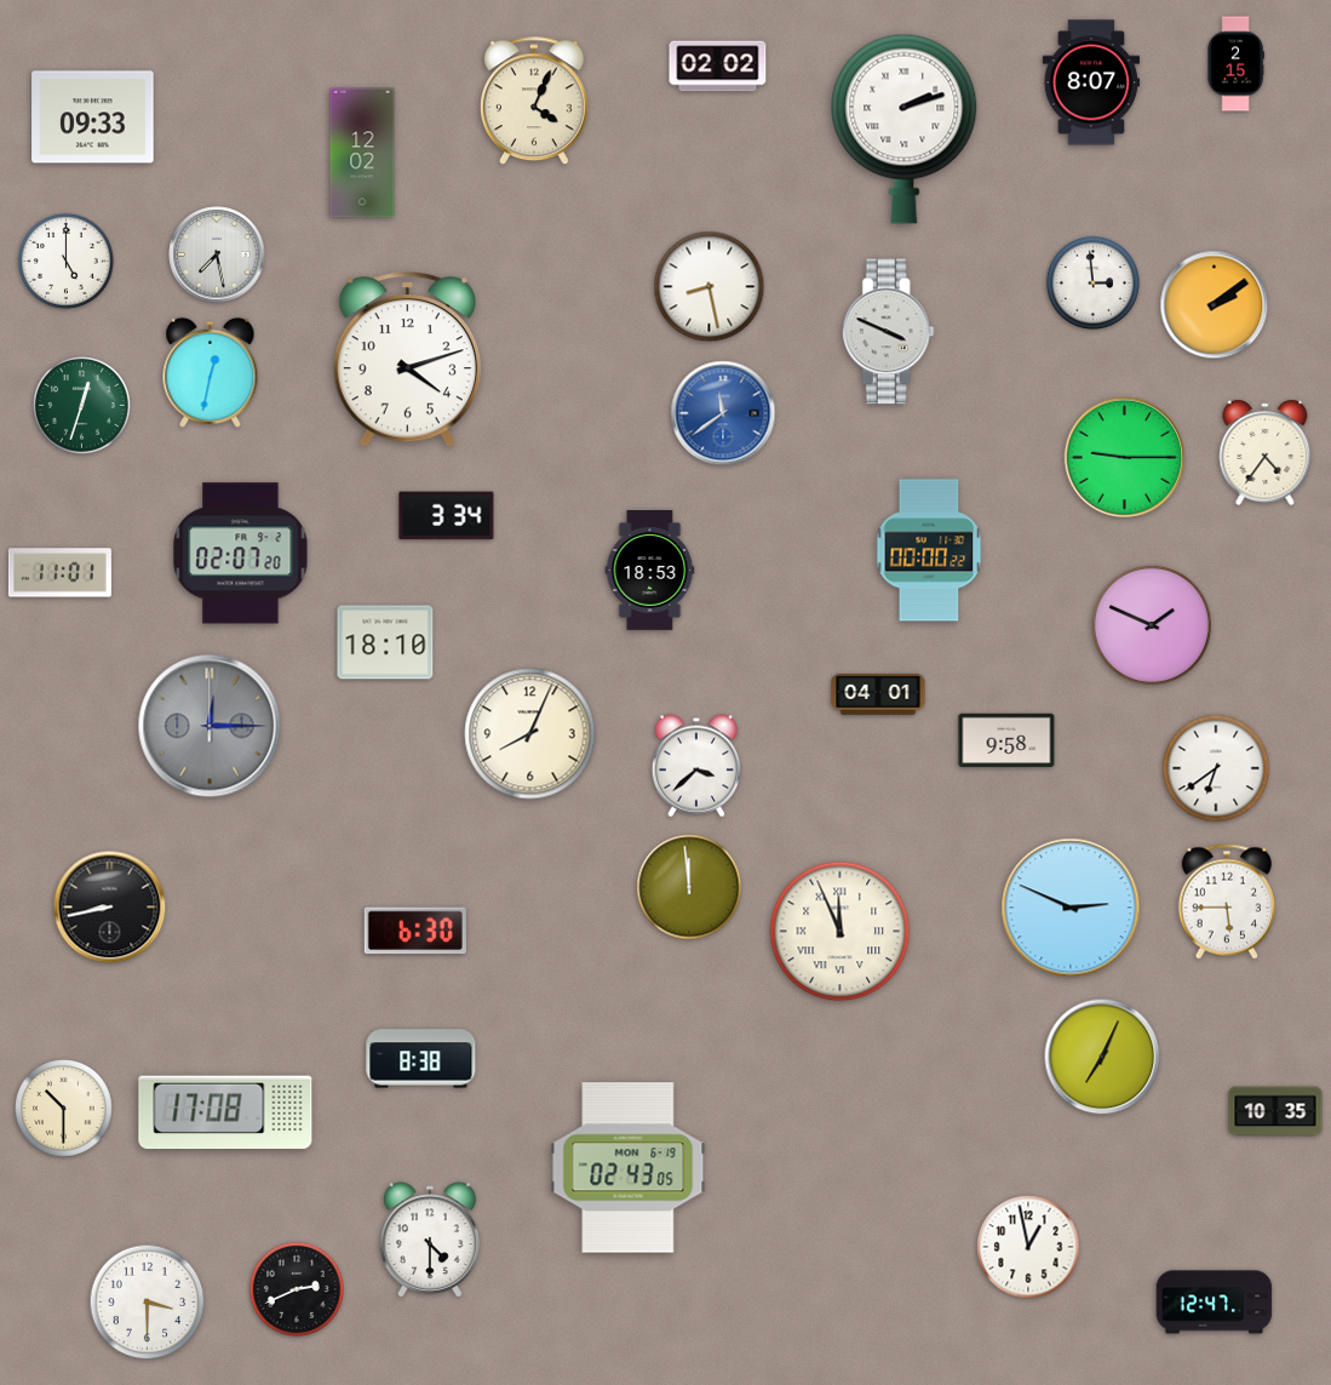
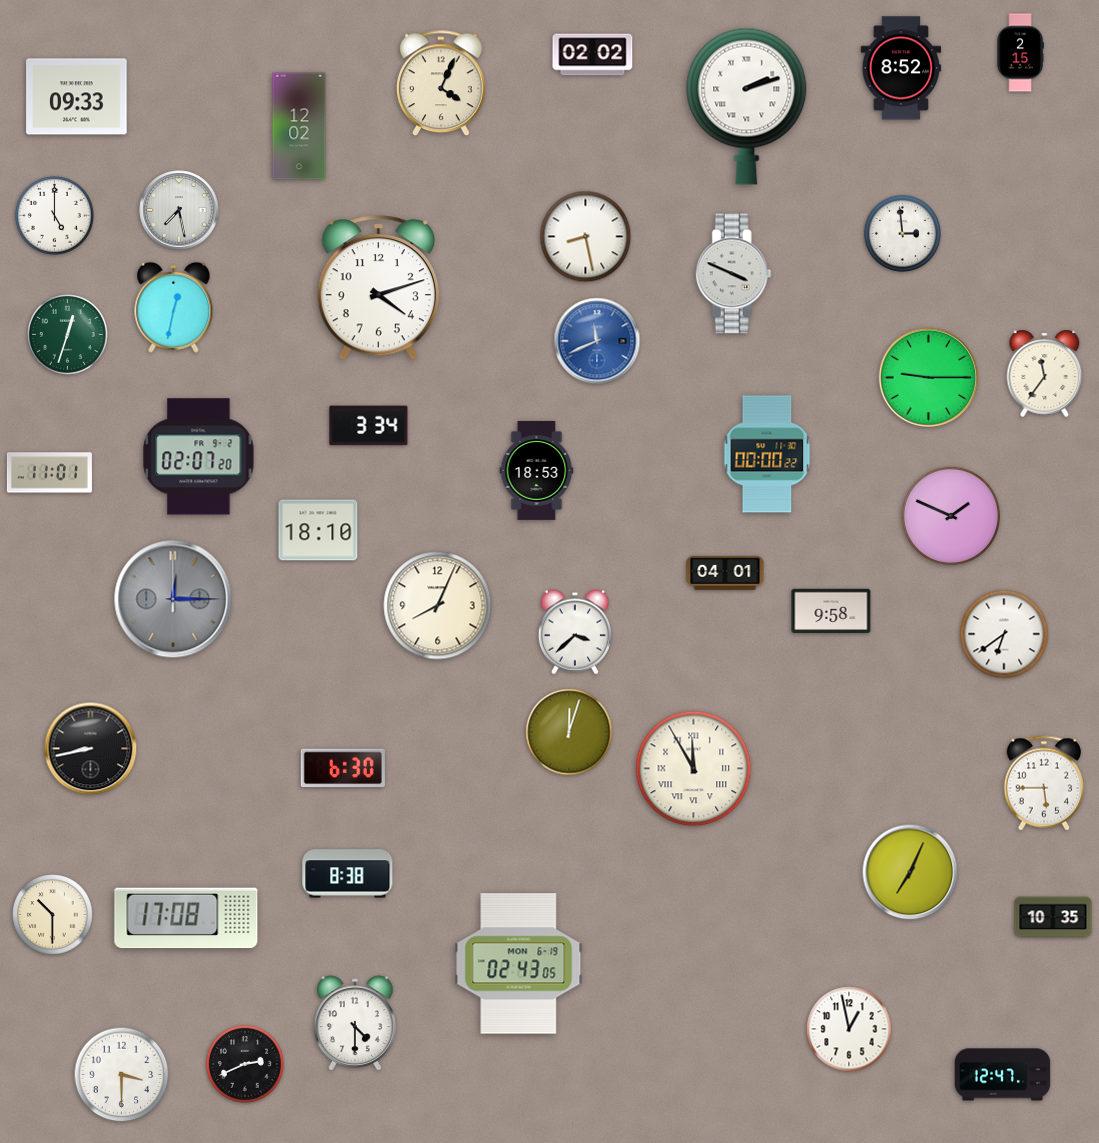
clock at (1091, 82): 8:07 -> 8:52
clock at (1215, 305): 2:09 -> none
clock at (407, 360) position: (407, 360) -> (378, 288)
clock at (723, 413): 11:39 -> 11:41
clock at (1266, 452): 4:36 -> 11:36
clock at (689, 887): 11:59 -> 12:03
clock at (1227, 902) position: (1227, 902) -> (1044, 783)
clock at (1071, 908): 2:49 -> none
clock at (841, 932): 11:56 -> 11:55
